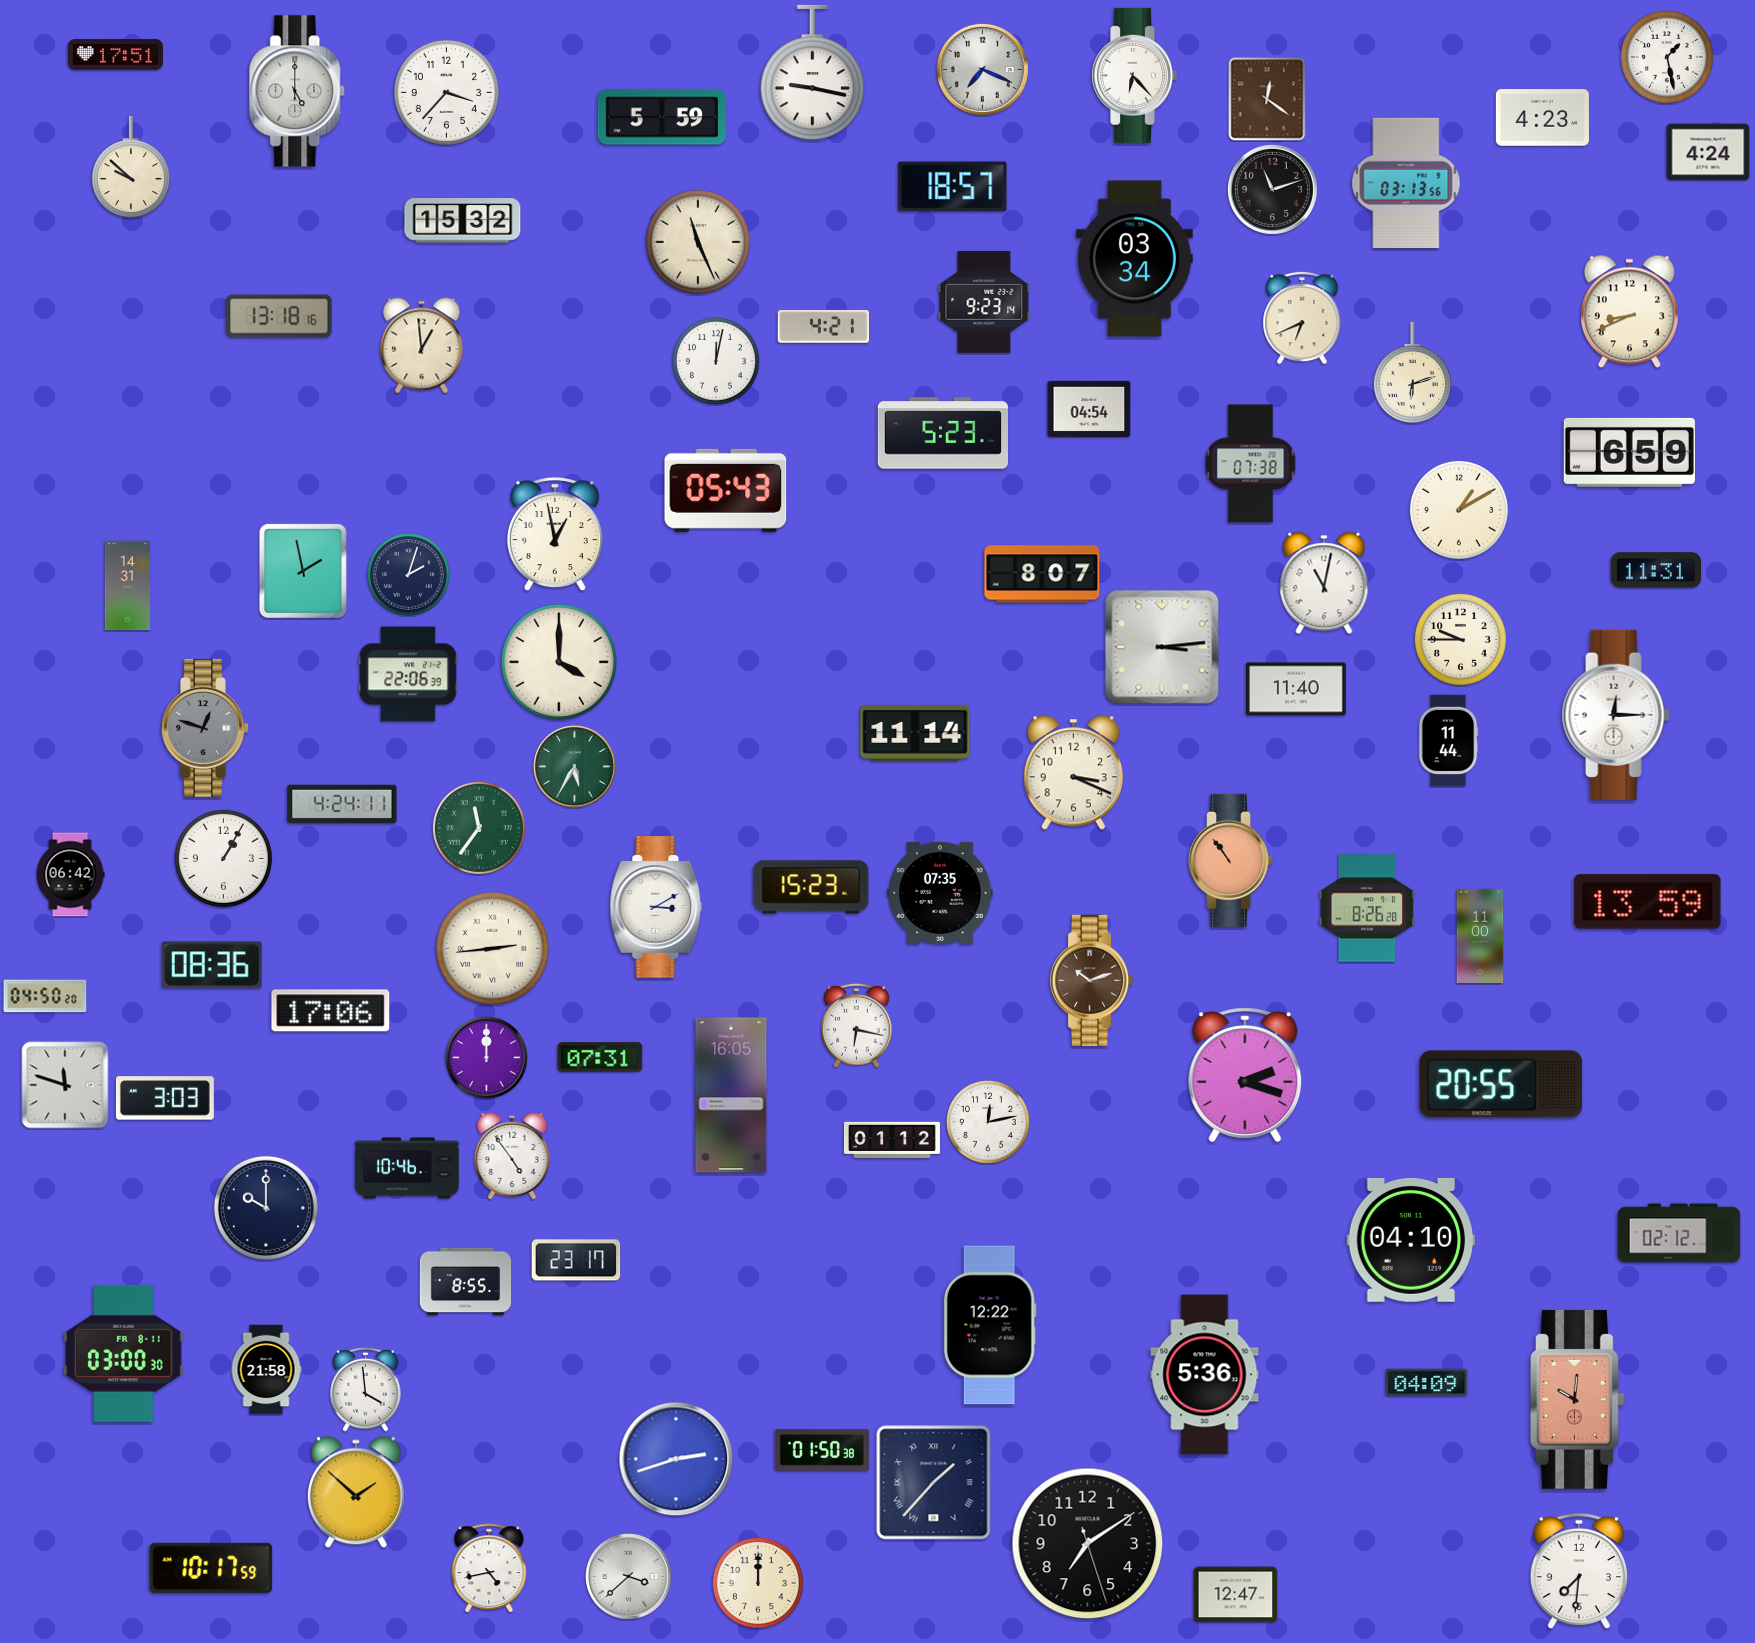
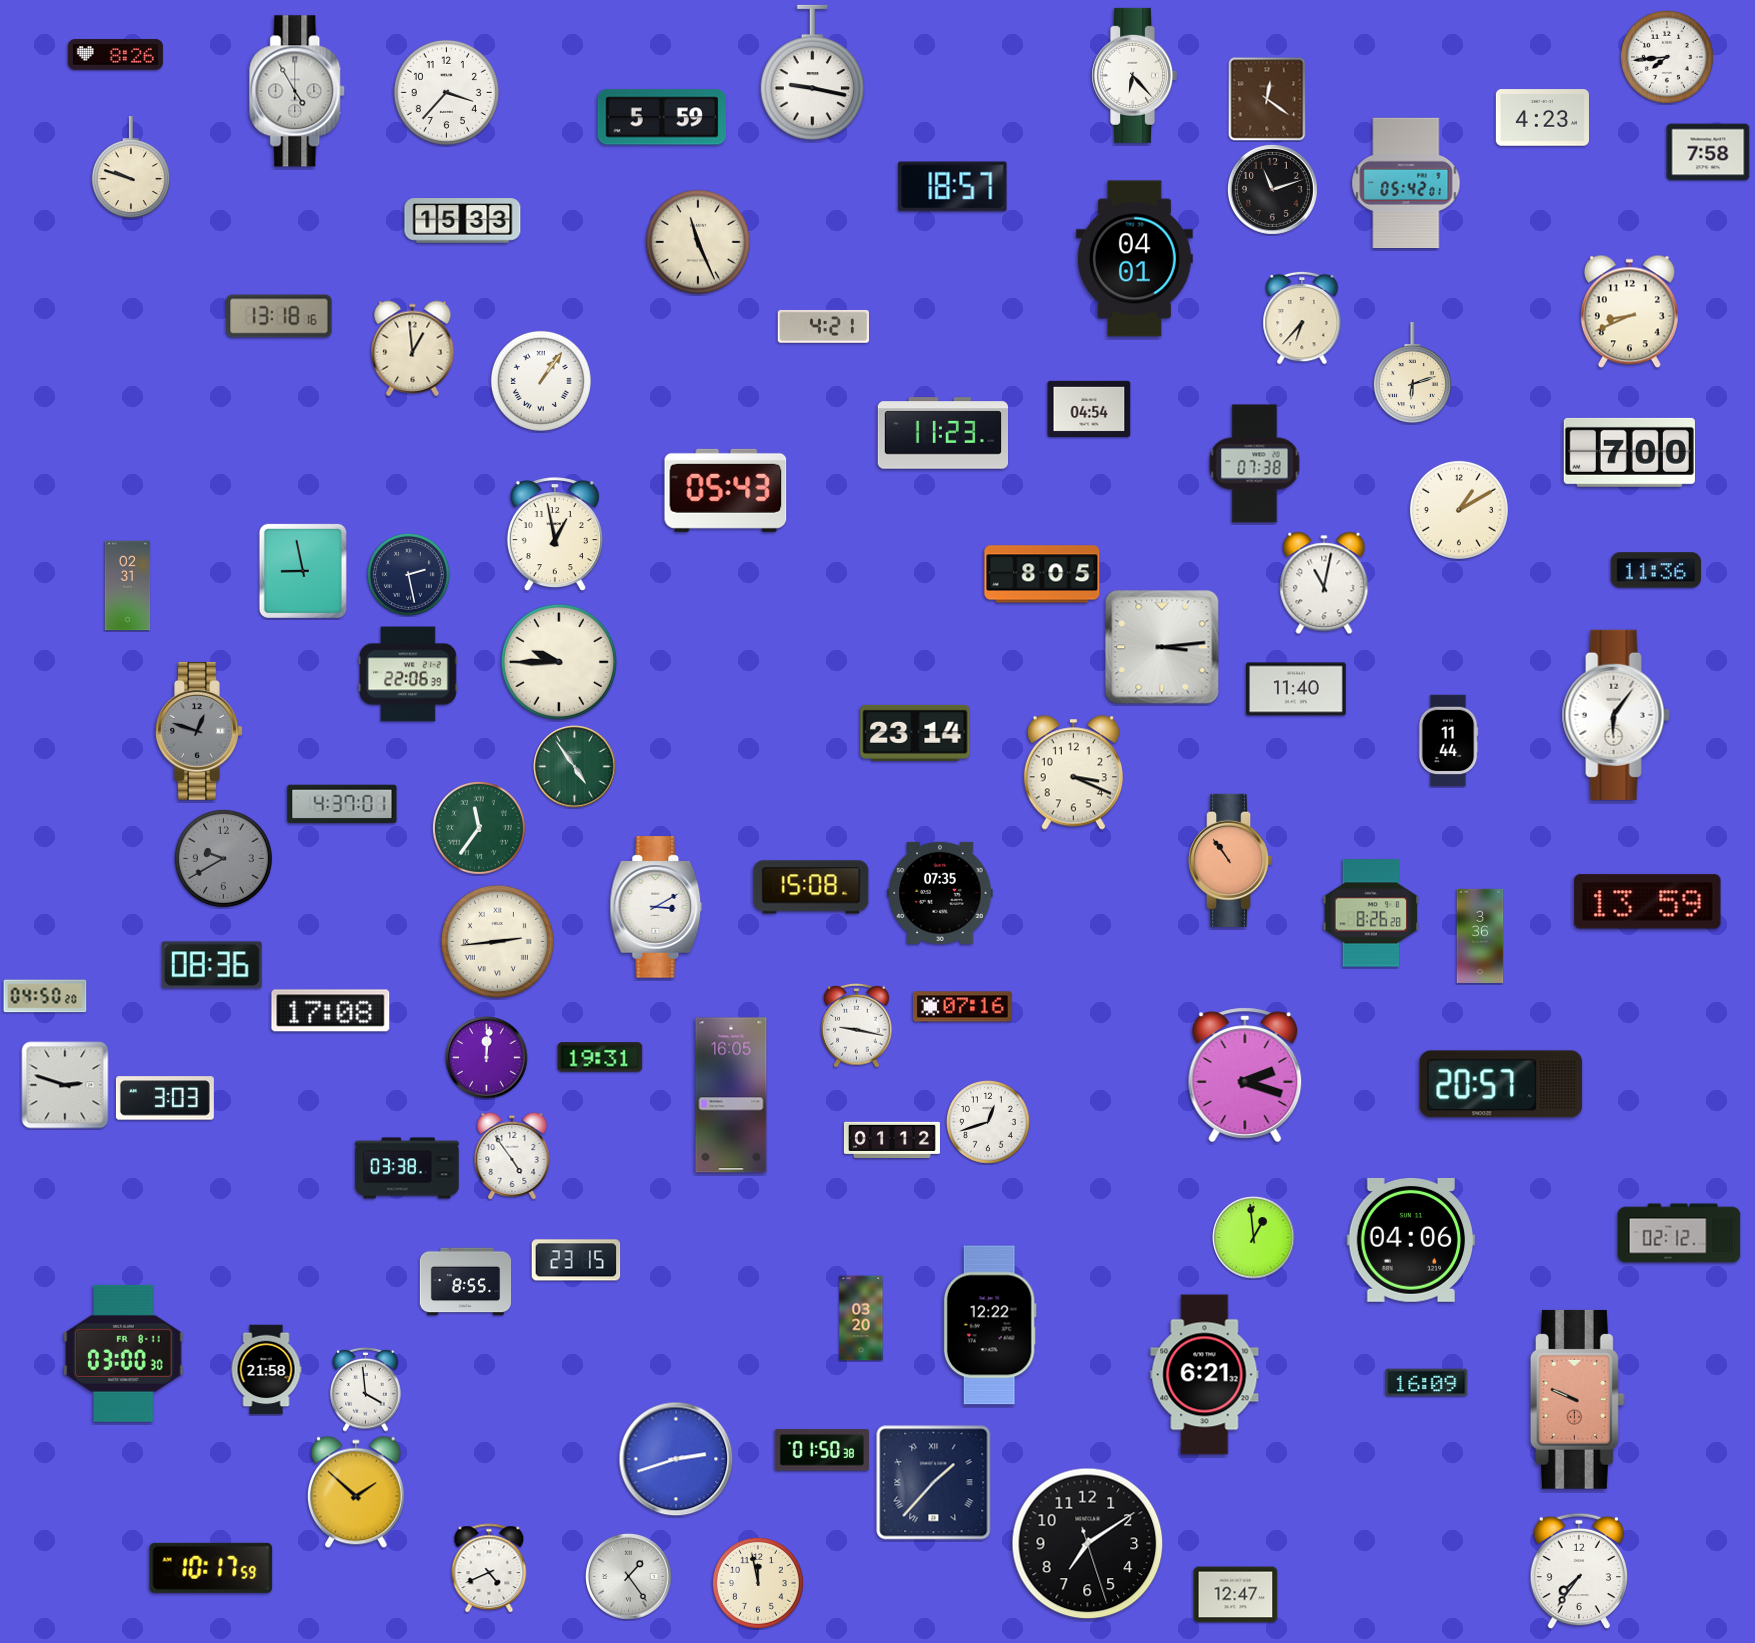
clock at (115, 55): 17:51 -> 8:26
clock at (1667, 57): 1:28 -> 7:44
clock at (982, 69): 7:19 -> none
clock at (298, 91): 5:00 -> 4:55
clock at (1708, 152): 4:24 -> 7:58
clock at (131, 168): 9:52 -> 9:48
clock at (1406, 182): 03:13 -> 05:42
clock at (463, 221): 15:32 -> 15:33
clock at (1135, 259): 03:34 -> 04:01
clock at (984, 302): 9:23 -> none
clock at (1302, 318): 6:41 -> 6:37
clock at (422, 346) position: (422, 346) -> (413, 349)
clock at (716, 361): 12:02 -> none
clock at (541, 381): none -> 1:06
clock at (942, 433): 5:23 -> 11:23
clock at (1629, 452): 6:59 -> 7:00
clock at (1251, 464) position: (1251, 464) -> (1255, 464)
clock at (1656, 570): 11:31 -> 11:36
clock at (303, 571): 1:58 -> 8:58
clock at (1042, 574): 8:07 -> 8:05
clock at (409, 575): 2:03 -> 2:28
clock at (128, 586): 14:31 -> 02:31
clock at (1460, 639): 9:45 -> none
clock at (559, 662): 4:00 -> 9:45
clock at (1616, 715): 12:15 -> 6:06
clock at (205, 728) position: (205, 728) -> (199, 731)
clock at (915, 733): 11:14 -> 23:14
clock at (575, 767): 5:35 -> 4:54
clock at (342, 804): 4:24 -> 4:37
clock at (223, 858): 1:05 -> 9:40
clock at (223, 858) dial: white -> grey
clock at (70, 875): 06:42 -> none
clock at (811, 887): 15:23 -> 15:08
clock at (1367, 908) position: (1367, 908) -> (1371, 913)
clock at (1480, 936): 11:00 -> 3:36
clock at (492, 948) position: (492, 948) -> (497, 941)
clock at (1092, 980): 10:12 -> none
clock at (962, 1007): none -> 07:16
clock at (331, 1011): 17:06 -> 17:08
clock at (857, 1026): 6:17 -> 9:17
clock at (600, 1057): 07:31 -> 19:31
clock at (487, 1058): 12:00 -> 12:01
clock at (1501, 1084): 20:55 -> 20:57
clock at (65, 1085): 11:48 -> 2:48
clock at (989, 1123): 12:13 -> 12:42
clock at (407, 1168): 10:46 -> 03:38
clock at (266, 1208): 10:00 -> none
clock at (1254, 1238): none -> 12:59
clock at (1411, 1240): 04:10 -> 04:06
clock at (576, 1260): 23:17 -> 23:15
clock at (861, 1318): none -> 03:20
clock at (1205, 1375): 5:36 -> 6:21
clock at (1427, 1383): 04:09 -> 16:09
clock at (1577, 1399): 10:01 -> 9:49
clock at (489, 1568): 4:43 -> 4:41
clock at (1579, 1571): 7:31 -> 7:36
clock at (629, 1577): 3:38 -> 1:24
clock at (758, 1583): 12:00 -> 11:58
